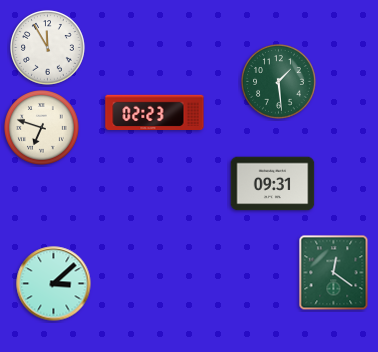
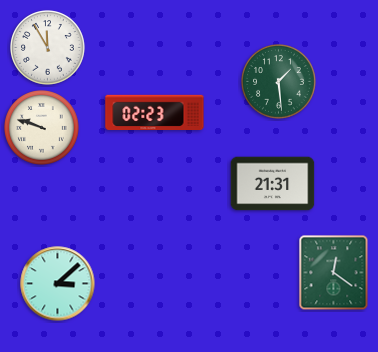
clock at (42, 128): 6:48 -> 9:48
clock at (273, 184): 09:31 -> 21:31
clock at (54, 284) position: (54, 284) -> (58, 284)
